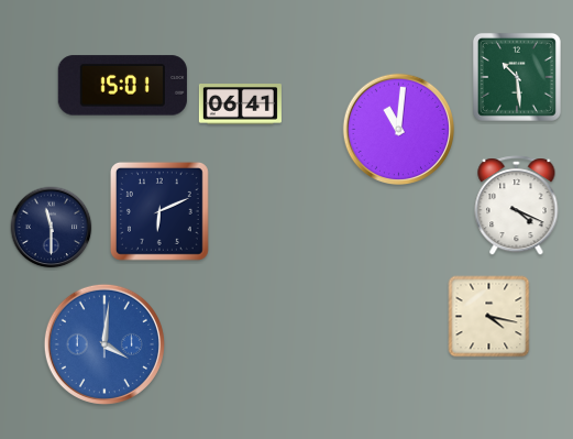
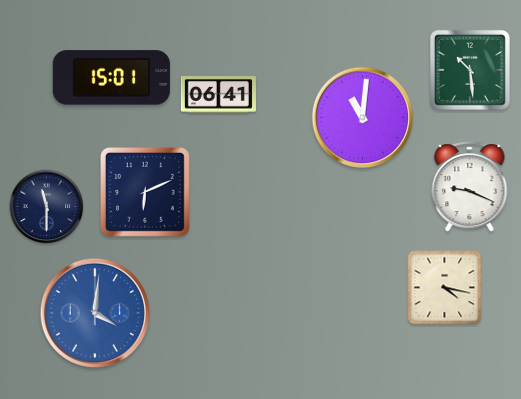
clock at (517, 206): 4:19 -> 9:19
